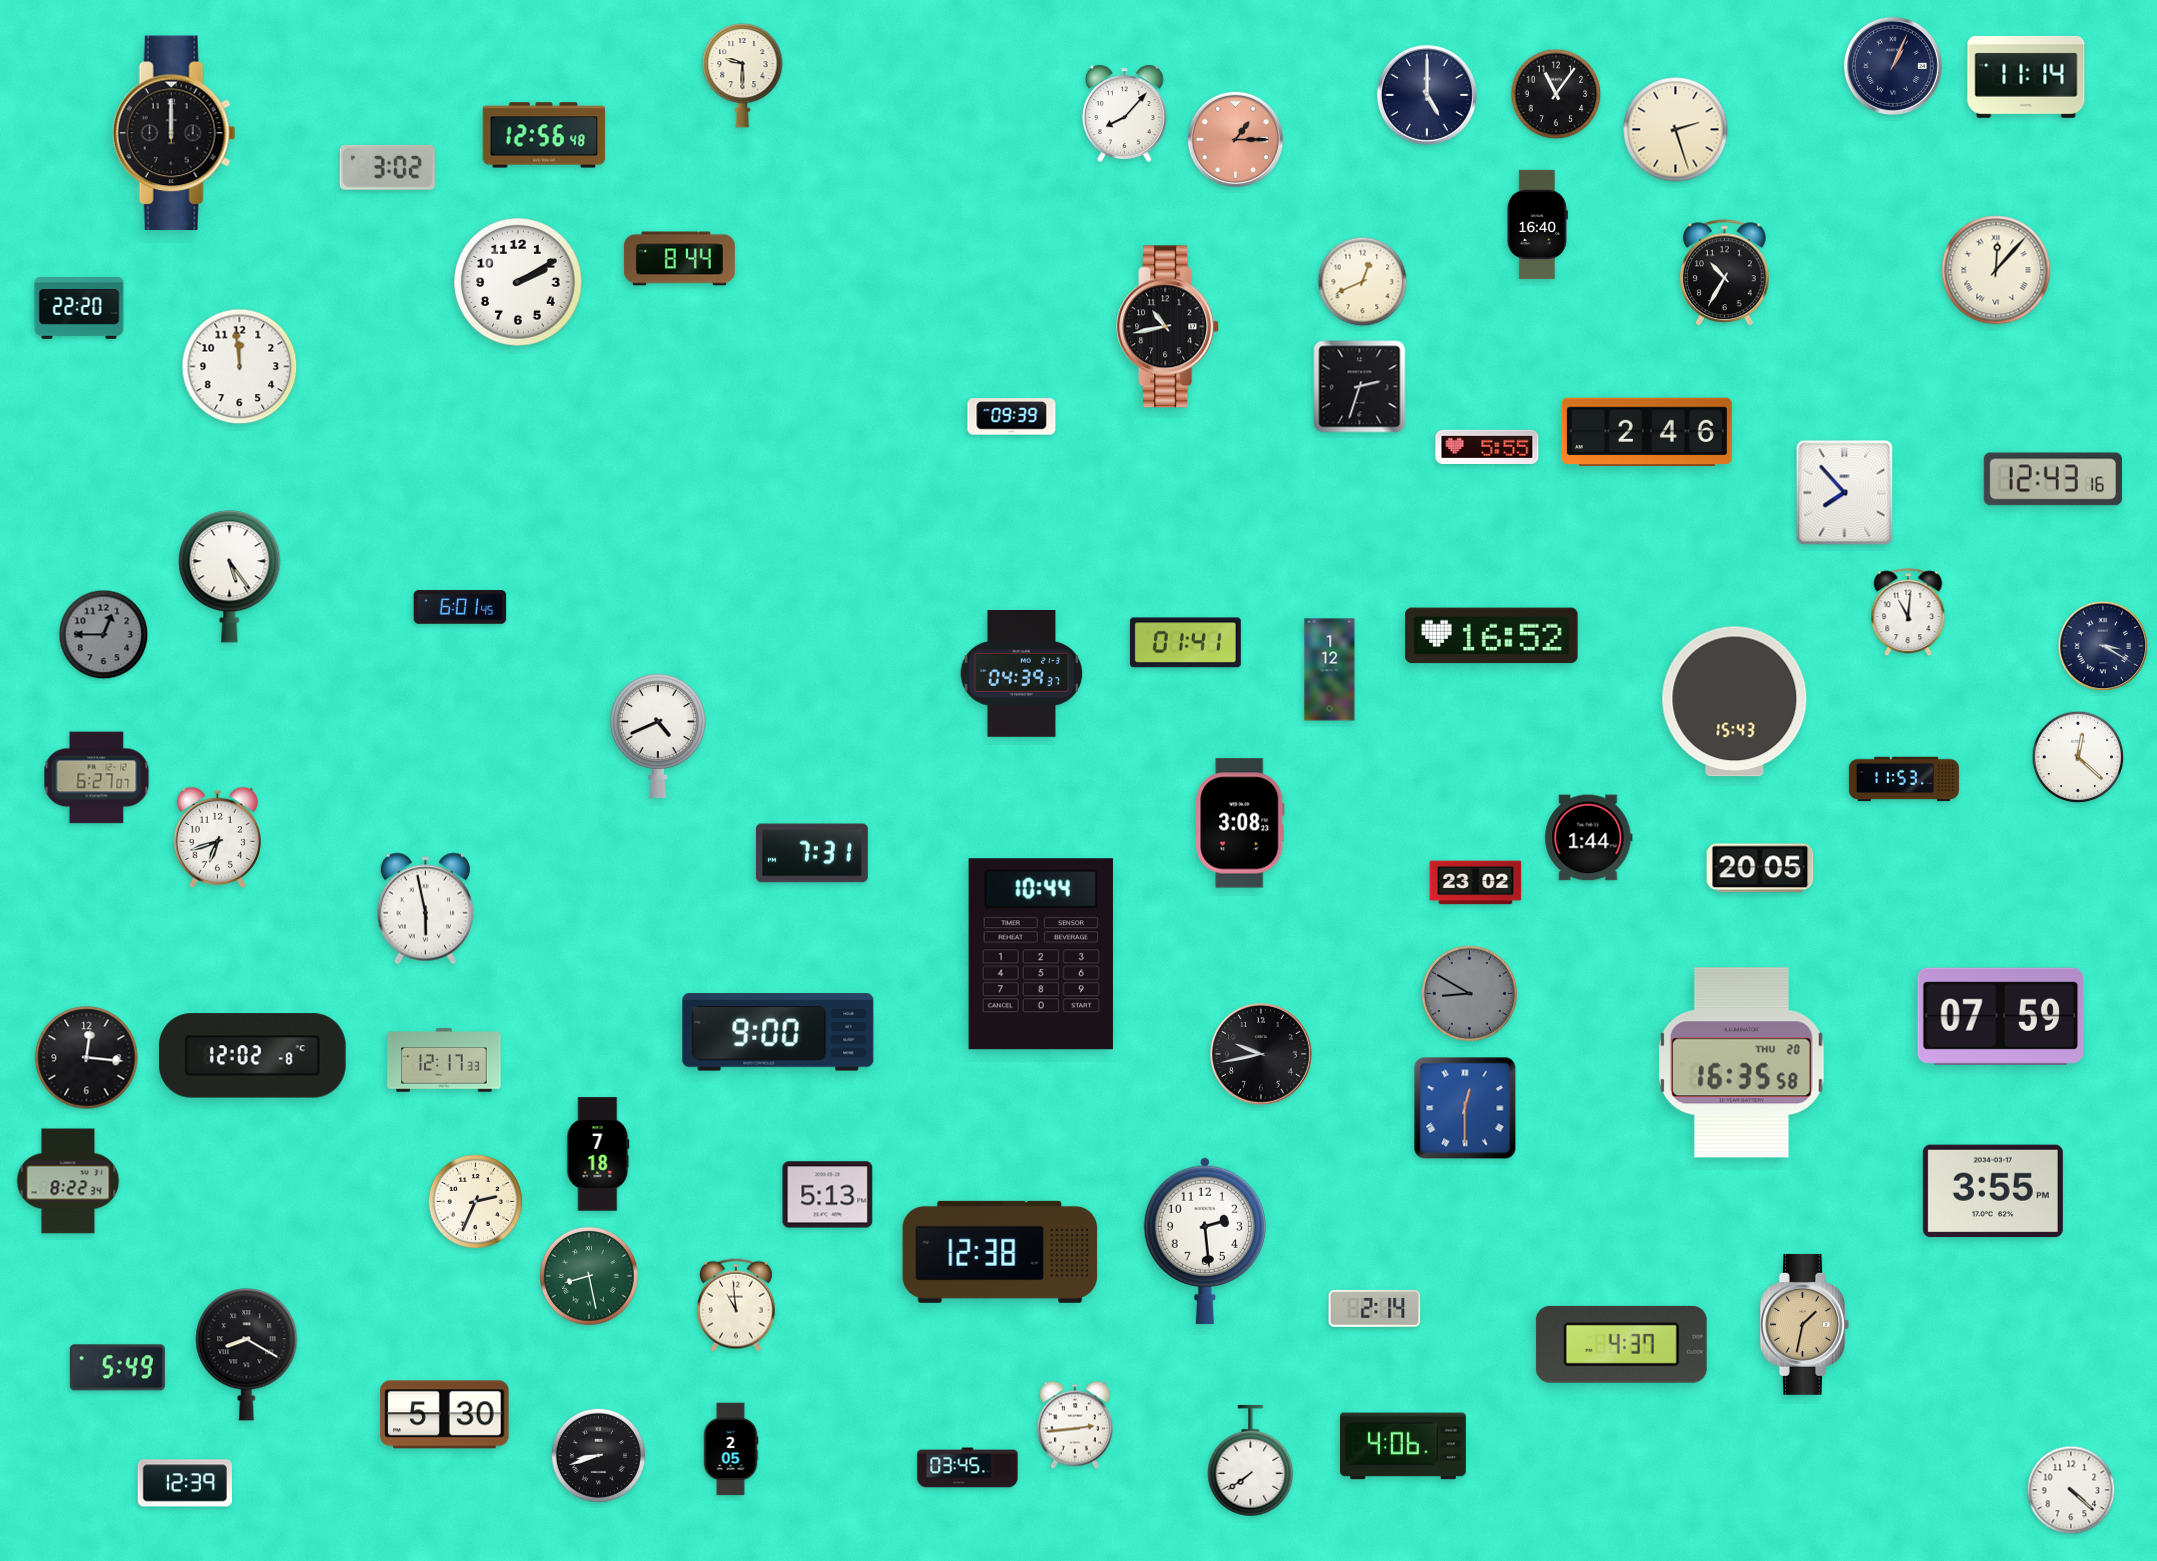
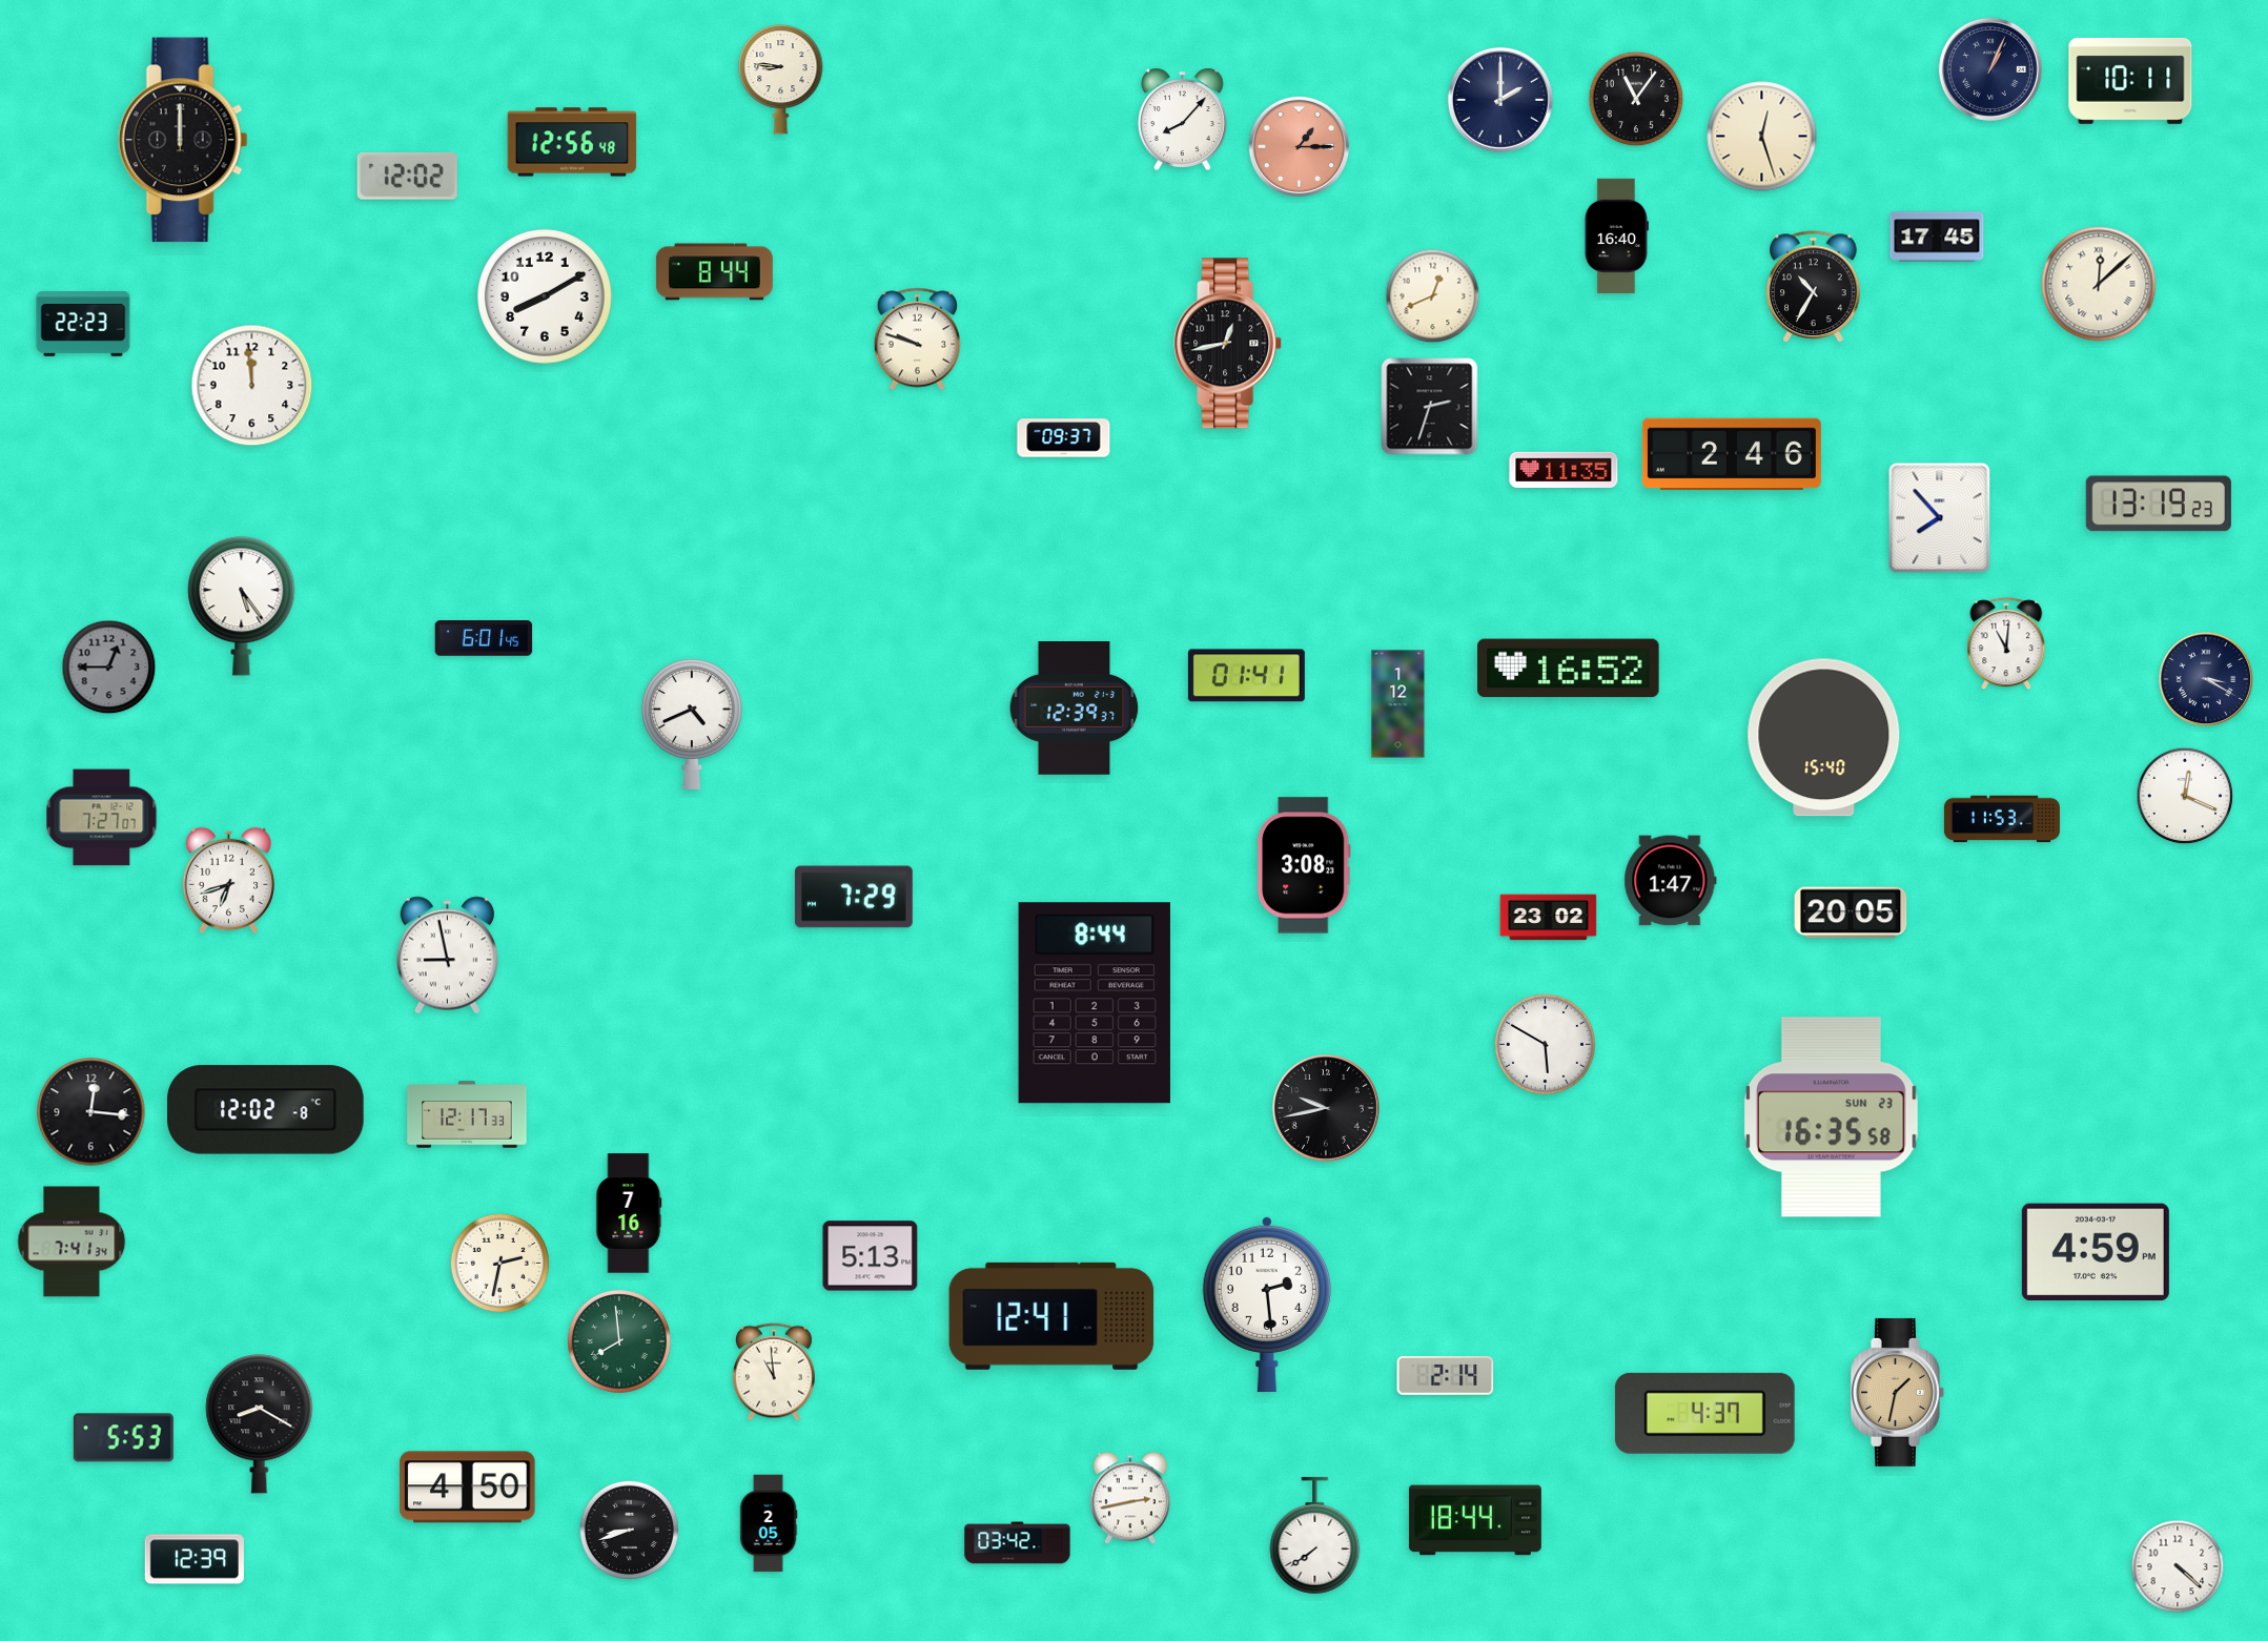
clock at (743, 76): 9:30 -> 8:46
clock at (2026, 77): 11:14 -> 10:11
clock at (1427, 95): 5:00 -> 2:00
clock at (1676, 130): 2:27 -> 12:27
clock at (387, 167): 3:02 -> 12:02
clock at (1937, 237): none -> 17:45
clock at (1996, 270): 12:07 -> 12:08
clock at (518, 282): 2:10 -> 8:10
clock at (79, 309): 22:20 -> 22:23
clock at (917, 340): none -> 9:48
clock at (1168, 327): 10:43 -> 12:43
clock at (1012, 417): 09:39 -> 09:37
clock at (1487, 446): 5:55 -> 11:35
clock at (2053, 479): 12:43 -> 13:19
clock at (2103, 646) position: (2103, 646) -> (2206, 679)
clock at (1022, 674): 04:39 -> 12:39
clock at (1735, 702): 15:43 -> 15:40
clock at (658, 736) position: (658, 736) -> (692, 724)
clock at (2078, 757): 12:22 -> 12:19
clock at (97, 778): 6:27 -> 7:27
clock at (1589, 838): 1:44 -> 1:47
clock at (812, 853): 7:31 -> 7:29
clock at (1476, 883) position: (1476, 883) -> (1549, 918)
clock at (425, 909): 5:58 -> 8:58
clock at (1041, 954): 10:44 -> 8:44
clock at (1469, 993): 8:50 -> 5:50
clock at (1469, 993) dial: grey -> white
clock at (2001, 1016): 07:59 -> none
clock at (778, 1032): 9:00 -> none
clock at (1741, 1063) date: THU 20 -> SUN 23
clock at (1465, 1108): 12:30 -> none
clock at (598, 1154): 7:18 -> 7:16
clock at (68, 1181): 8:22 -> 7:41
clock at (1993, 1191): 3:55 -> 4:59
clock at (475, 1201): 2:34 -> 2:32
clock at (1000, 1252): 12:38 -> 12:41
clock at (590, 1277): 8:28 -> 7:59
clock at (117, 1368): 5:49 -> 5:53
clock at (445, 1415): 5:30 -> 4:50
clock at (1075, 1425): 2:44 -> 2:43
clock at (1403, 1446): 4:06 -> 18:44
clock at (968, 1468): 03:45 -> 03:42
